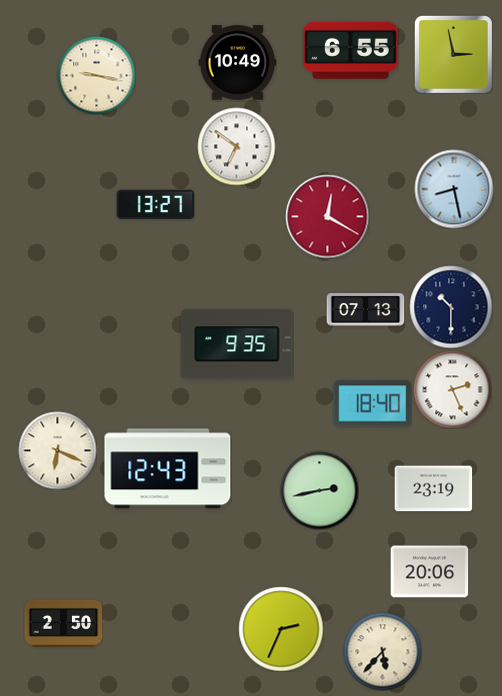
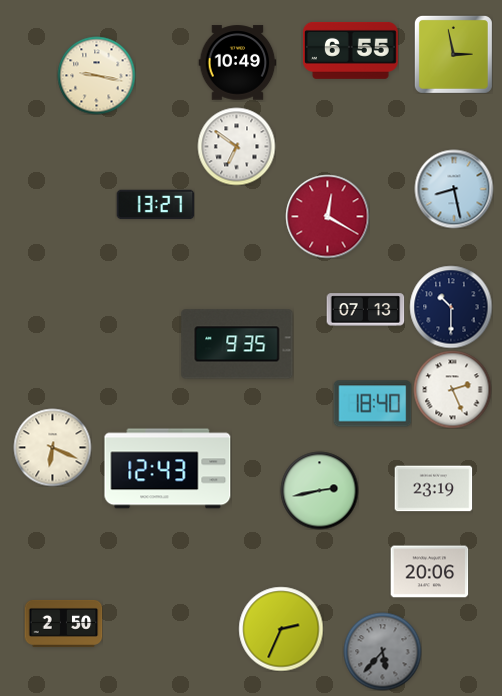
clock at (57, 450) position: (57, 450) -> (52, 447)
clock at (382, 651) dial: cream -> grey
